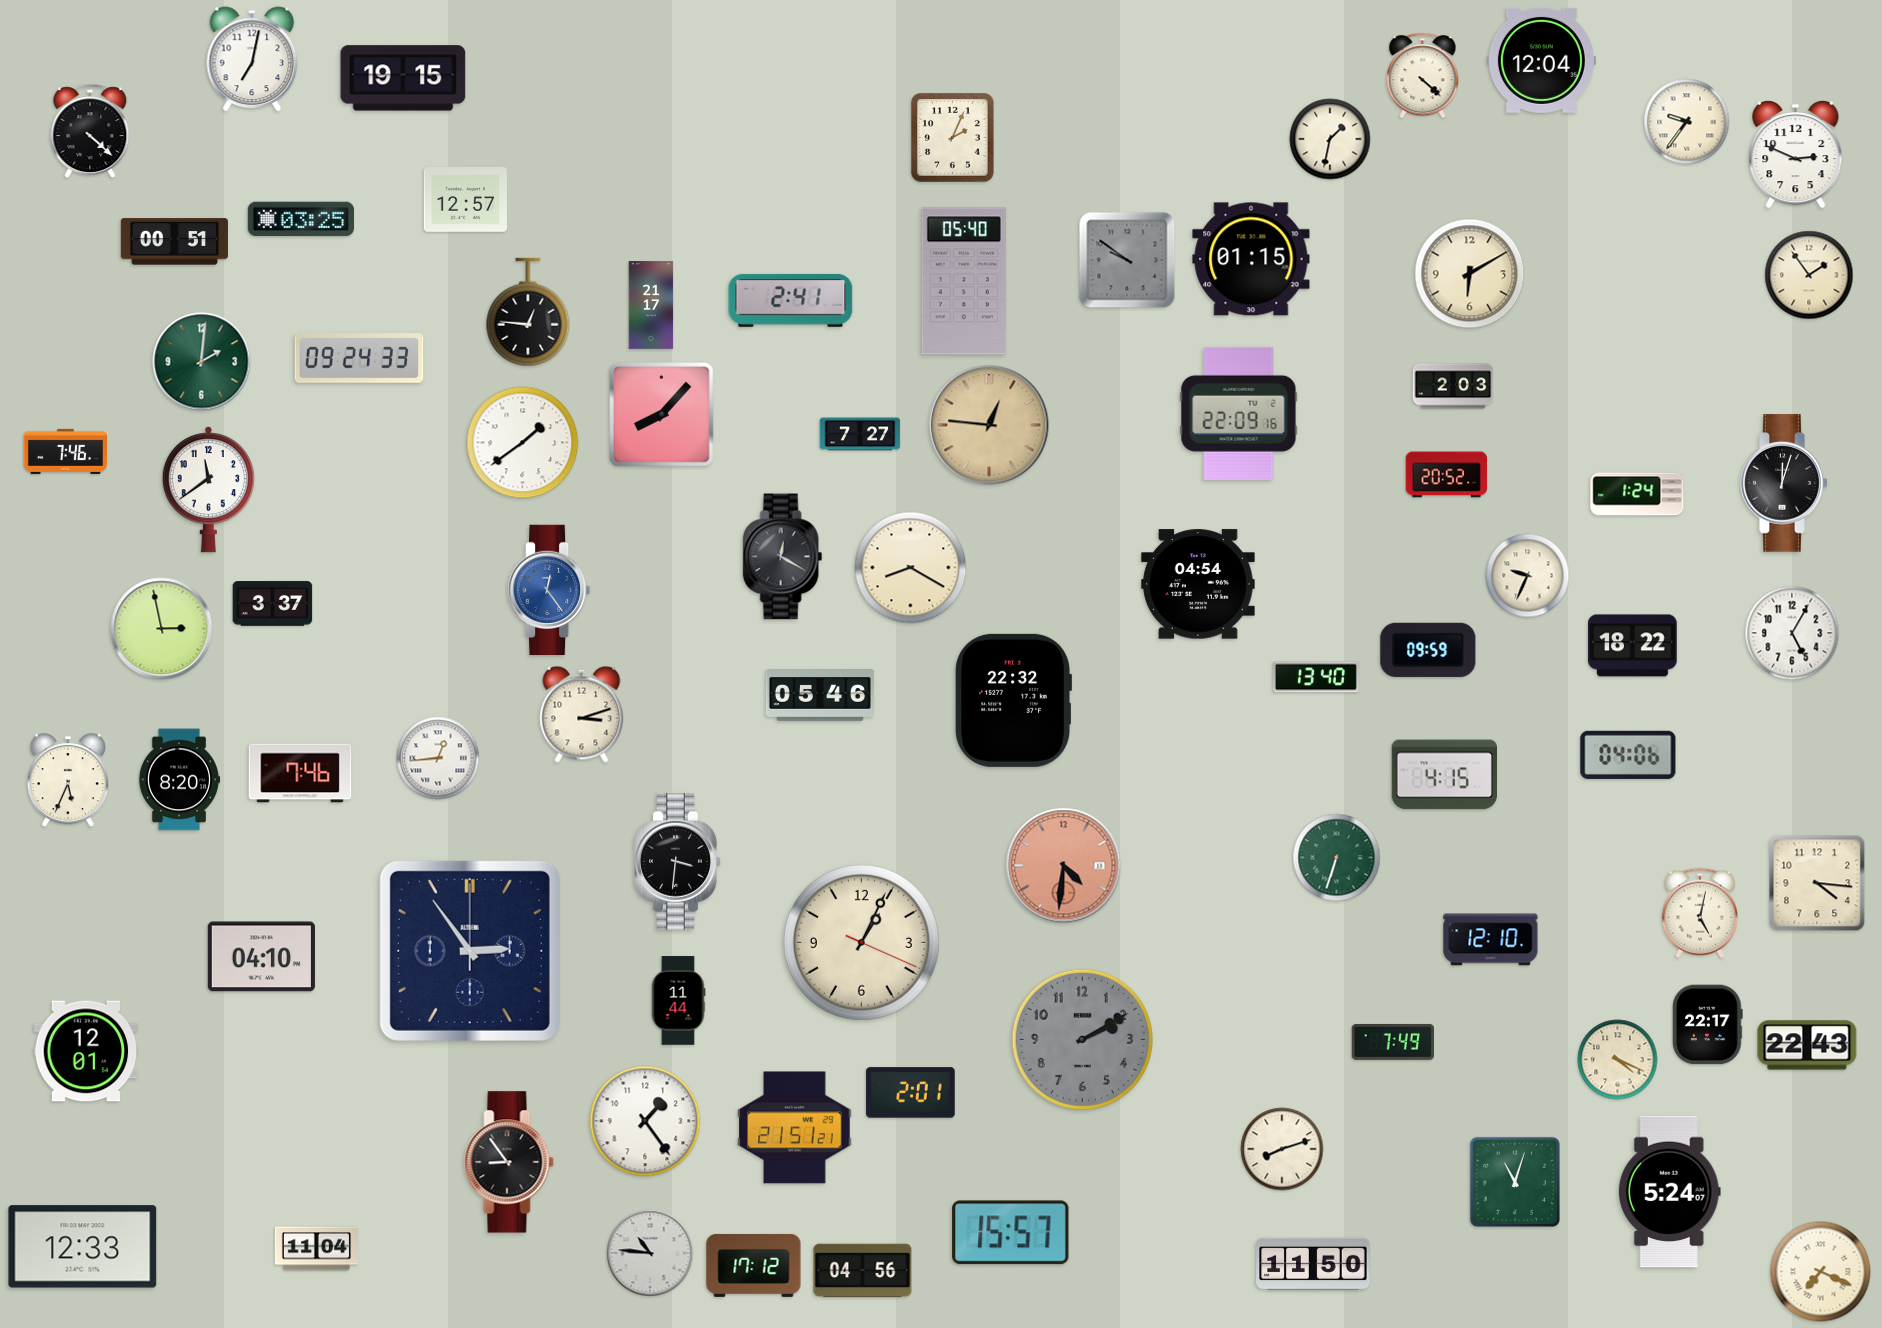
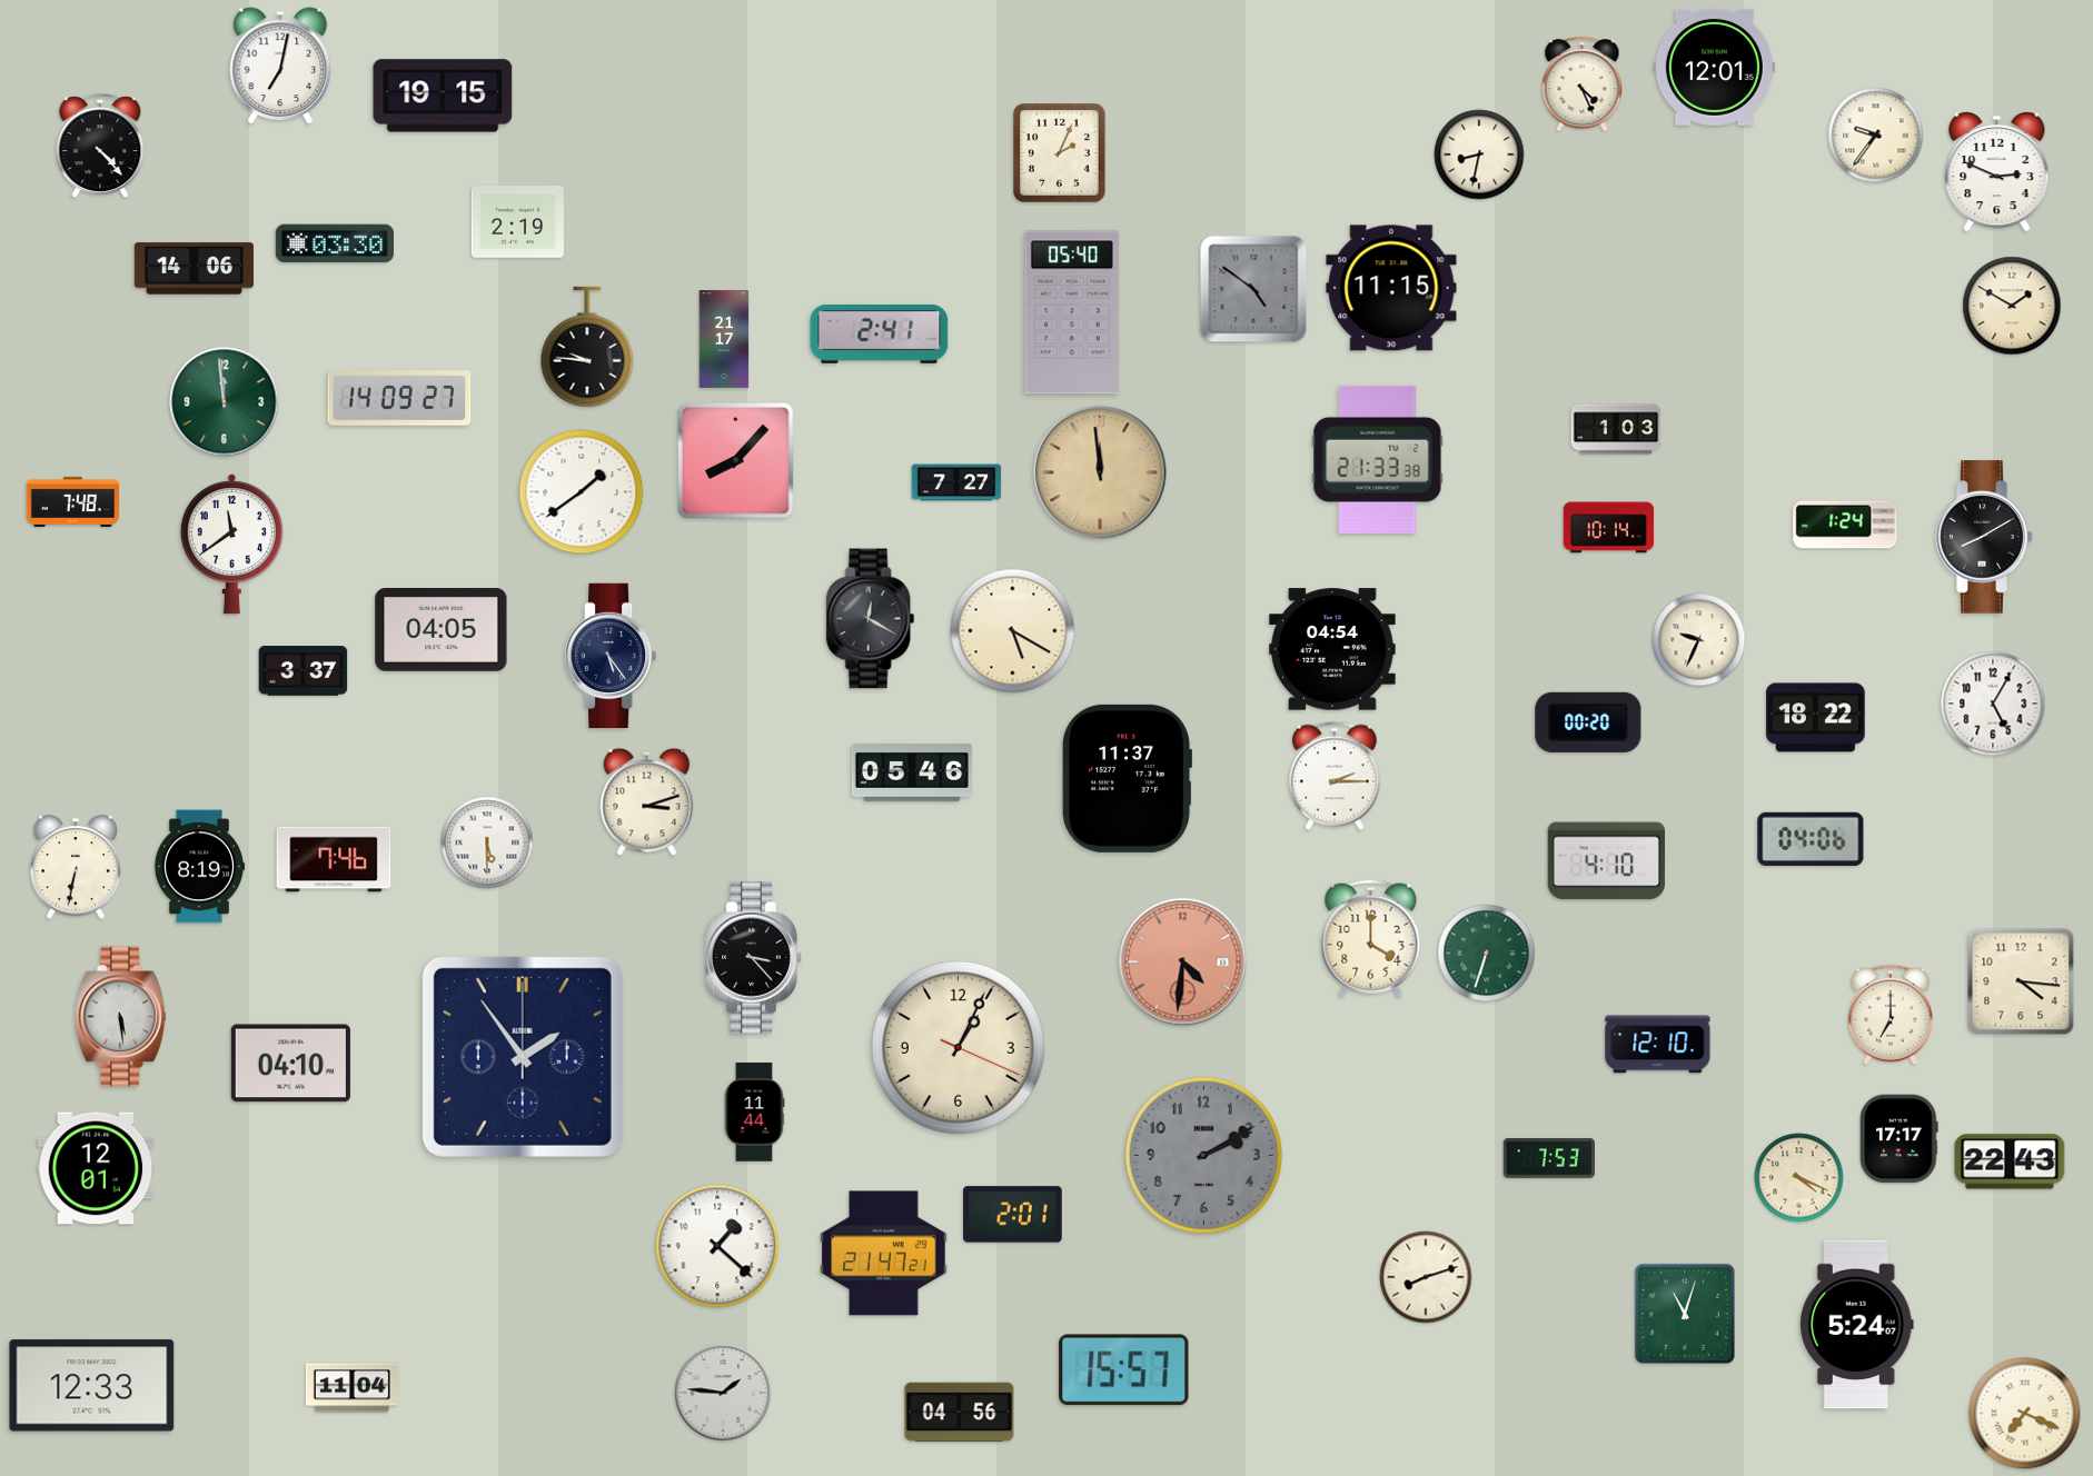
clock at (1541, 60): 12:04 -> 12:01
clock at (1423, 76): 4:22 -> 4:26
clock at (403, 78) position: (403, 78) -> (443, 96)
clock at (90, 131): 4:22 -> 4:23
clock at (1330, 139): 1:32 -> 8:32
clock at (465, 200): 12:57 -> 2:19
clock at (300, 219): 03:25 -> 03:30
clock at (174, 242): 00:51 -> 14:06
clock at (1251, 259): 01:15 -> 11:15
clock at (1127, 260): 9:51 -> 4:51
clock at (1470, 274): 6:10 -> none
clock at (1809, 275): 1:54 -> 1:50
clock at (528, 312): 12:46 -> 9:46
clock at (359, 358): 09:24 -> 14:09
clock at (202, 362): 2:01 -> 11:59
clock at (1453, 386): 2:03 -> 1:03
clock at (1239, 413): 22:09 -> 21:33
clock at (989, 425): 12:46 -> 11:59
clock at (65, 451): 7:46 -> 7:48
clock at (1447, 475): 20:52 -> 10:14
clock at (1784, 483): 12:03 -> 8:10
clock at (1637, 494) position: (1637, 494) -> (1845, 525)
clock at (442, 630): none -> 04:05
clock at (911, 568): 8:20 -> 5:20
clock at (549, 589): 12:24 -> 5:24
clock at (549, 589) dial: blue -> navy
clock at (162, 629): 2:58 -> none
clock at (1428, 650): 09:59 -> 00:20
clock at (1316, 677): 13:40 -> none
clock at (1335, 776): none -> 2:15
clock at (1013, 700): 22:32 -> 11:37
clock at (582, 714) position: (582, 714) -> (647, 801)
clock at (438, 758): 12:44 -> 5:30
clock at (1444, 775): 4:15 -> 4:10
clock at (179, 780): 8:20 -> 8:19
clock at (68, 781): 5:34 -> 6:32
clock at (1371, 939): none -> 4:00
clock at (678, 862): 3:31 -> 3:23
clock at (1700, 913): 5:02 -> 7:00
clock at (121, 1017): none -> 5:29
clock at (470, 951): 2:54 -> 1:54
clock at (1708, 1025): 22:17 -> 17:17
clock at (1392, 1042): 7:49 -> 7:53
clock at (645, 1121): 1:24 -> 1:22
clock at (795, 1128): 21:51 -> 21:47
clock at (509, 1162): 8:54 -> none
clock at (650, 1253): 10:46 -> 1:46
clock at (1313, 1264): 11:50 -> none
clock at (754, 1265): 17:12 -> none
